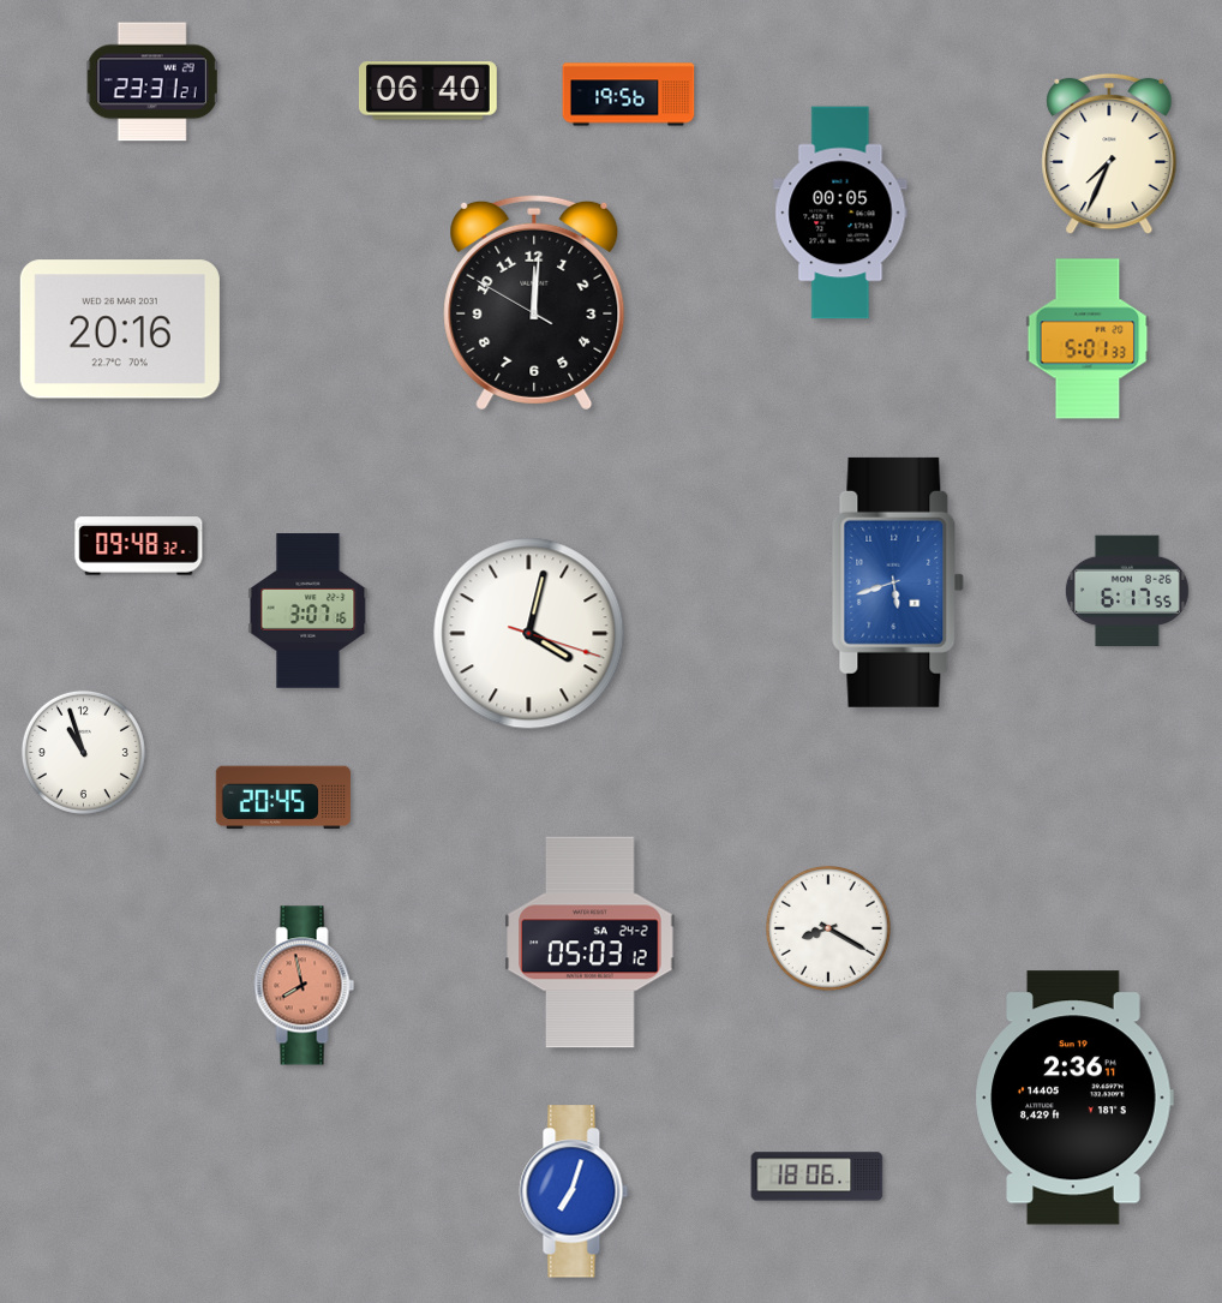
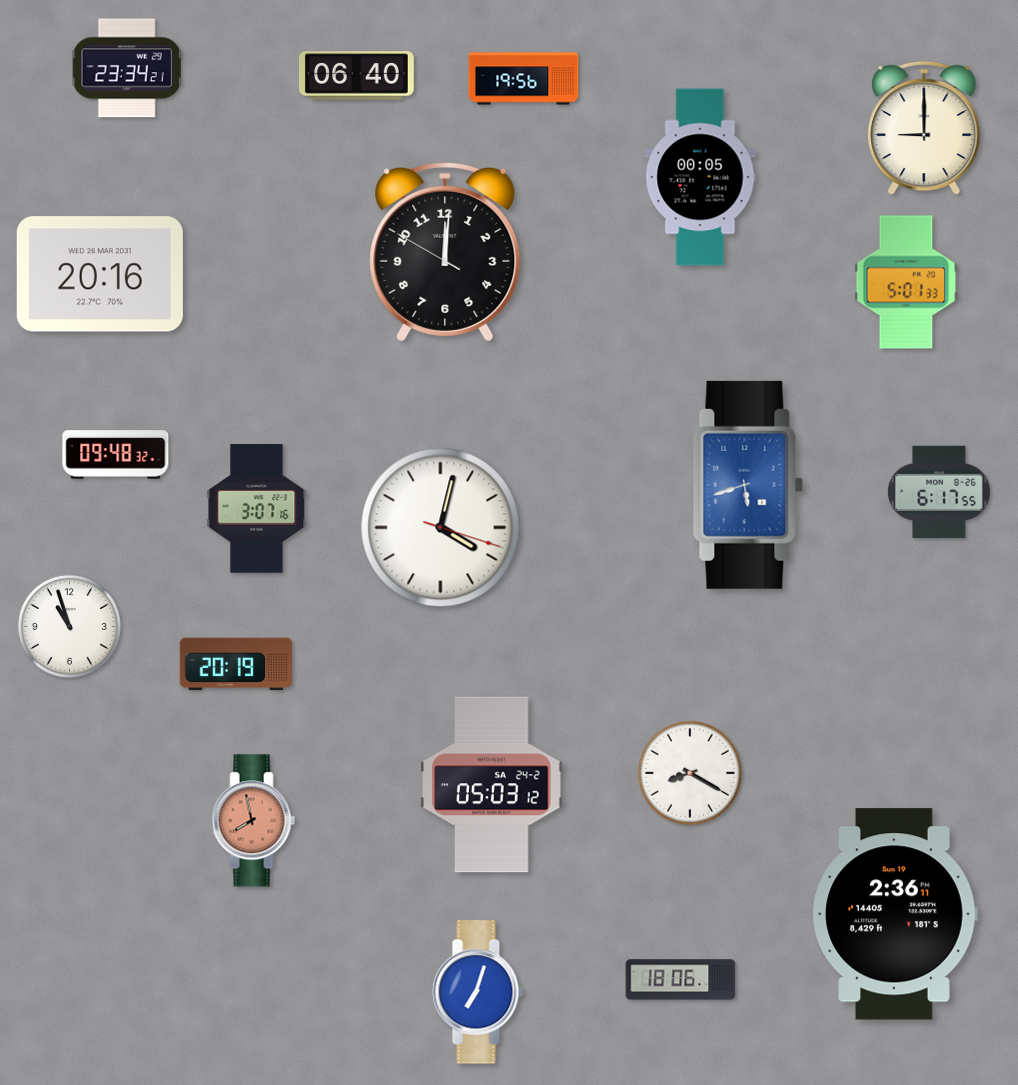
clock at (152, 82): 23:31 -> 23:34
clock at (1109, 154): 7:34 -> 9:00
clock at (283, 797): 20:45 -> 20:19
